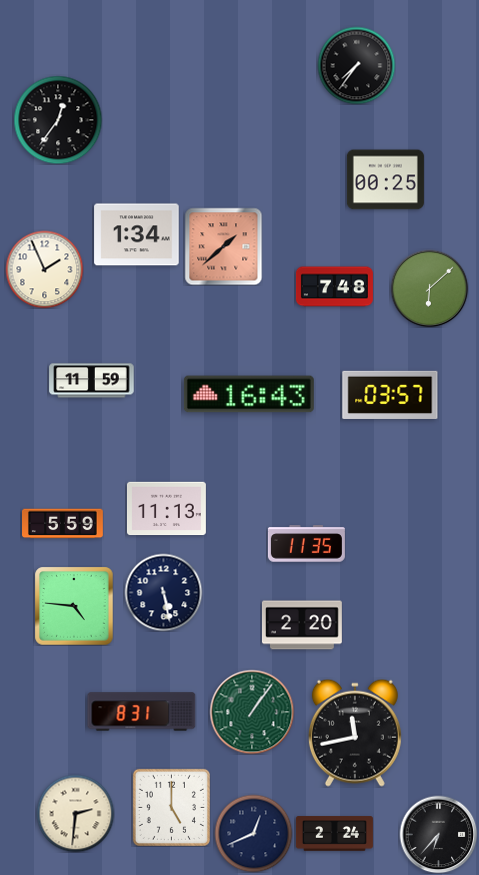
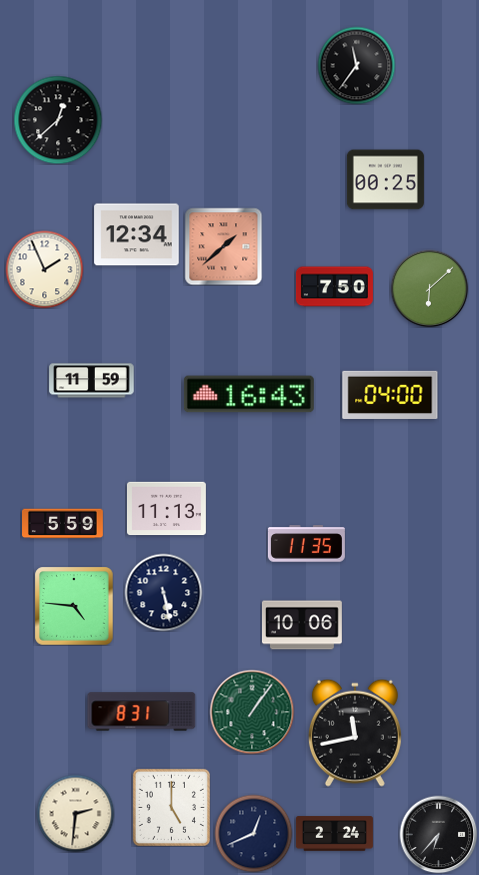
clock at (356, 65): 7:36 -> 11:36
clock at (58, 120): 12:36 -> 12:38
clock at (137, 235): 1:34 -> 12:34
clock at (334, 287): 7:48 -> 7:50
clock at (390, 395): 03:57 -> 04:00
clock at (302, 625): 2:20 -> 10:06
